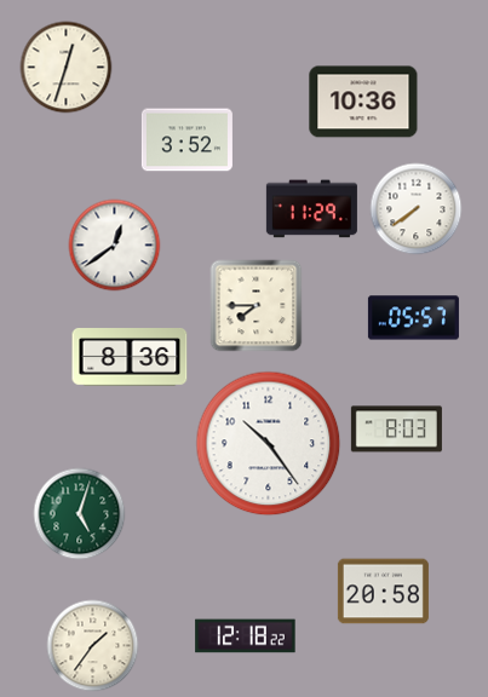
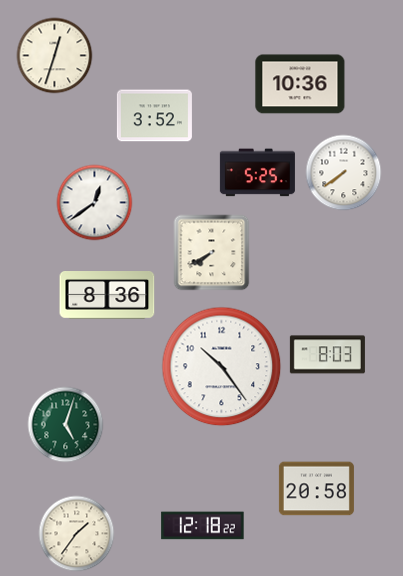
clock at (311, 209): 11:29 -> 5:25
clock at (257, 306): 7:45 -> 7:40
clock at (413, 318): 05:57 -> none
